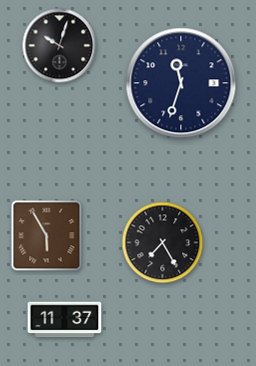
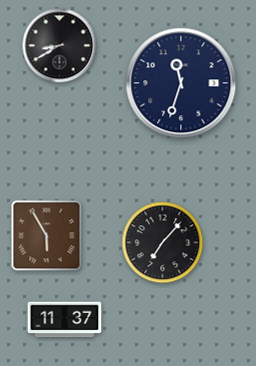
clock at (60, 46): 10:03 -> 8:40
clock at (163, 243): 7:25 -> 7:07
